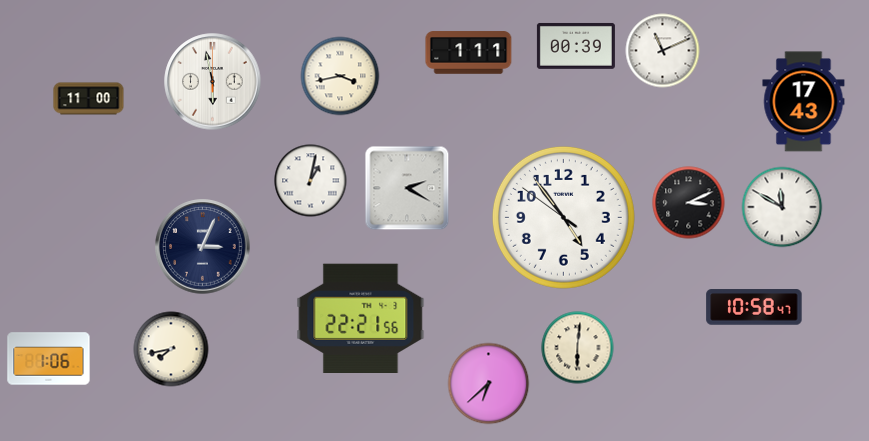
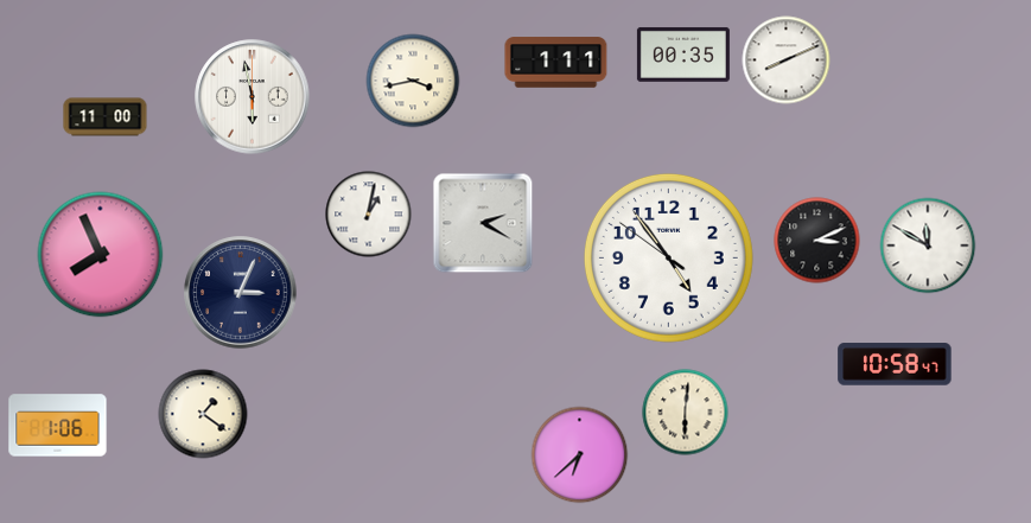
clock at (576, 46): 00:39 -> 00:35
clock at (663, 51): 11:11 -> 8:11
clock at (340, 76) position: (340, 76) -> (413, 81)
clock at (804, 102): 17:43 -> none
clock at (101, 255): none -> 7:56
clock at (361, 318): 22:21 -> none
clock at (171, 349): 7:43 -> 1:21
